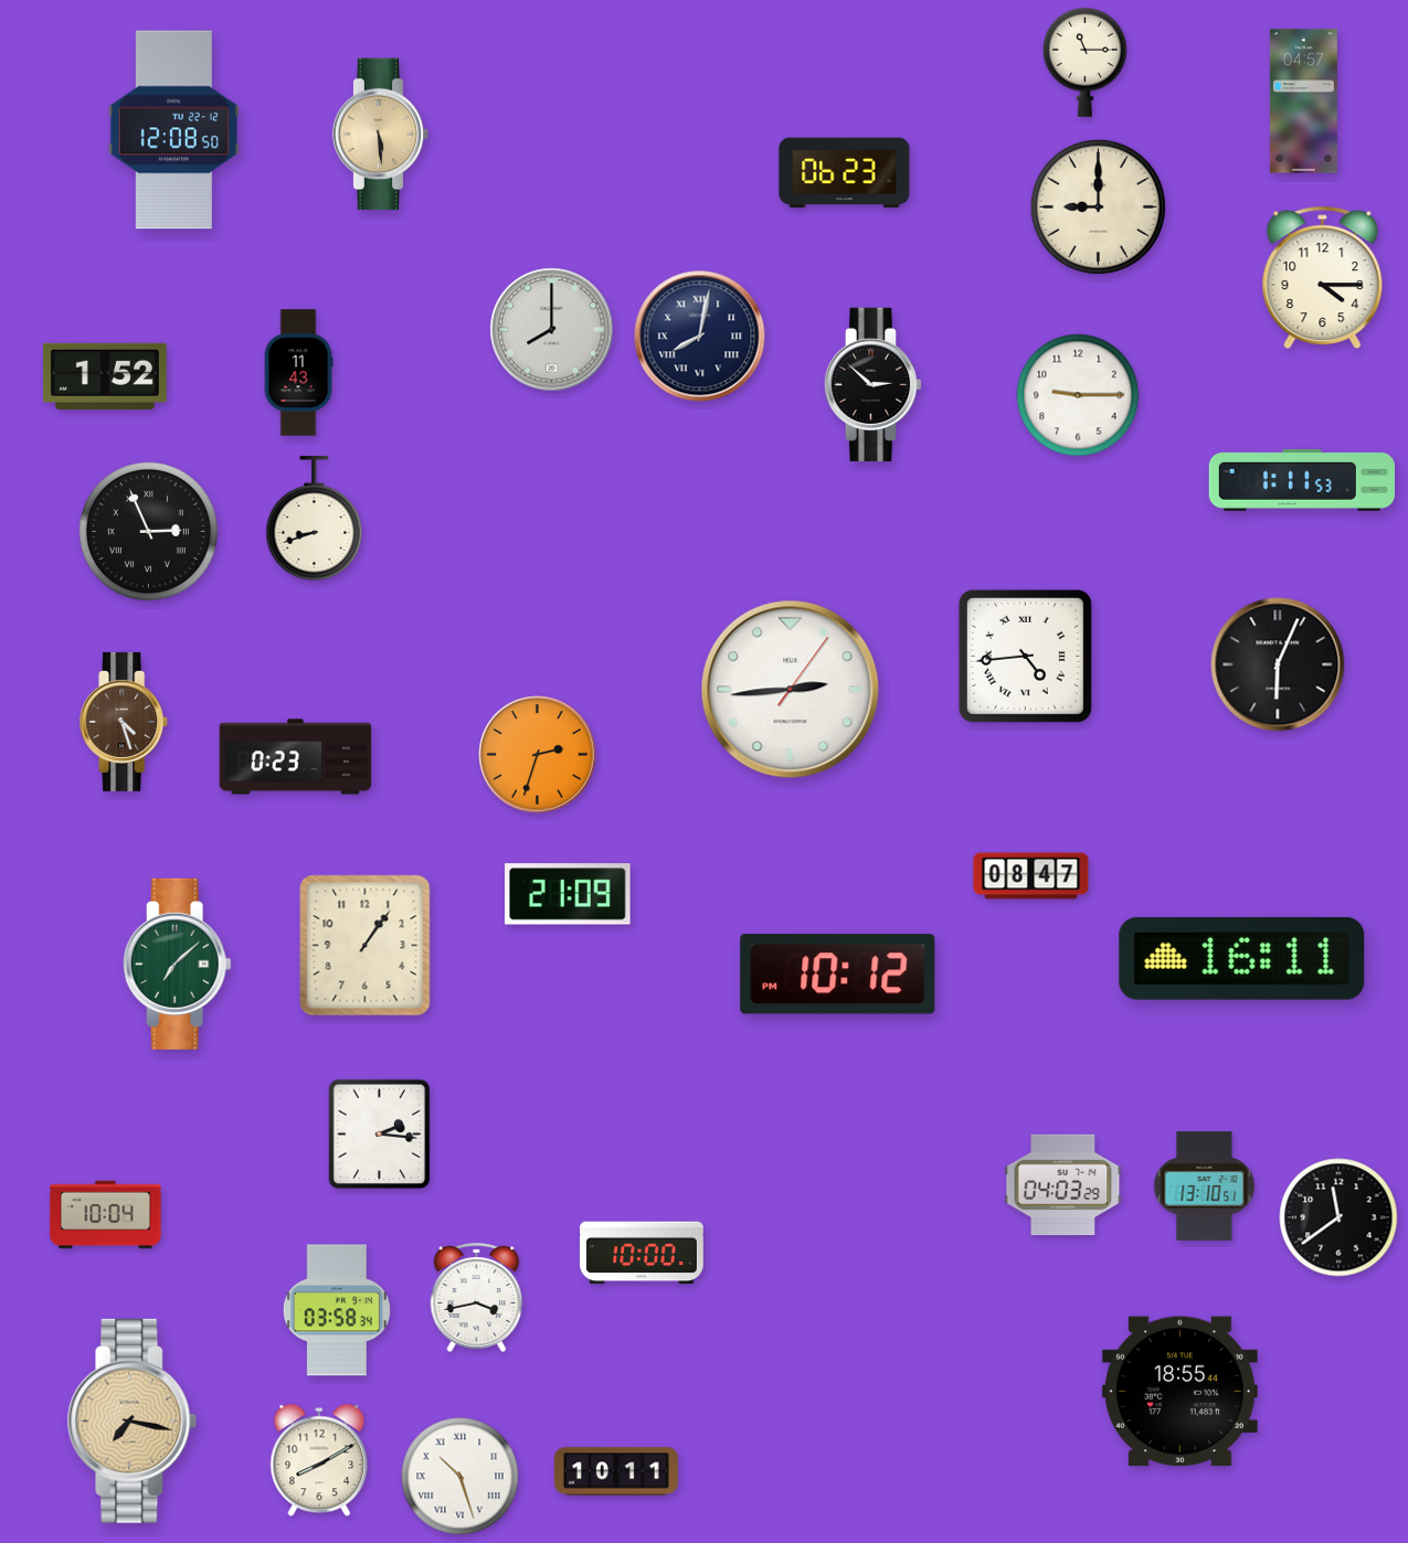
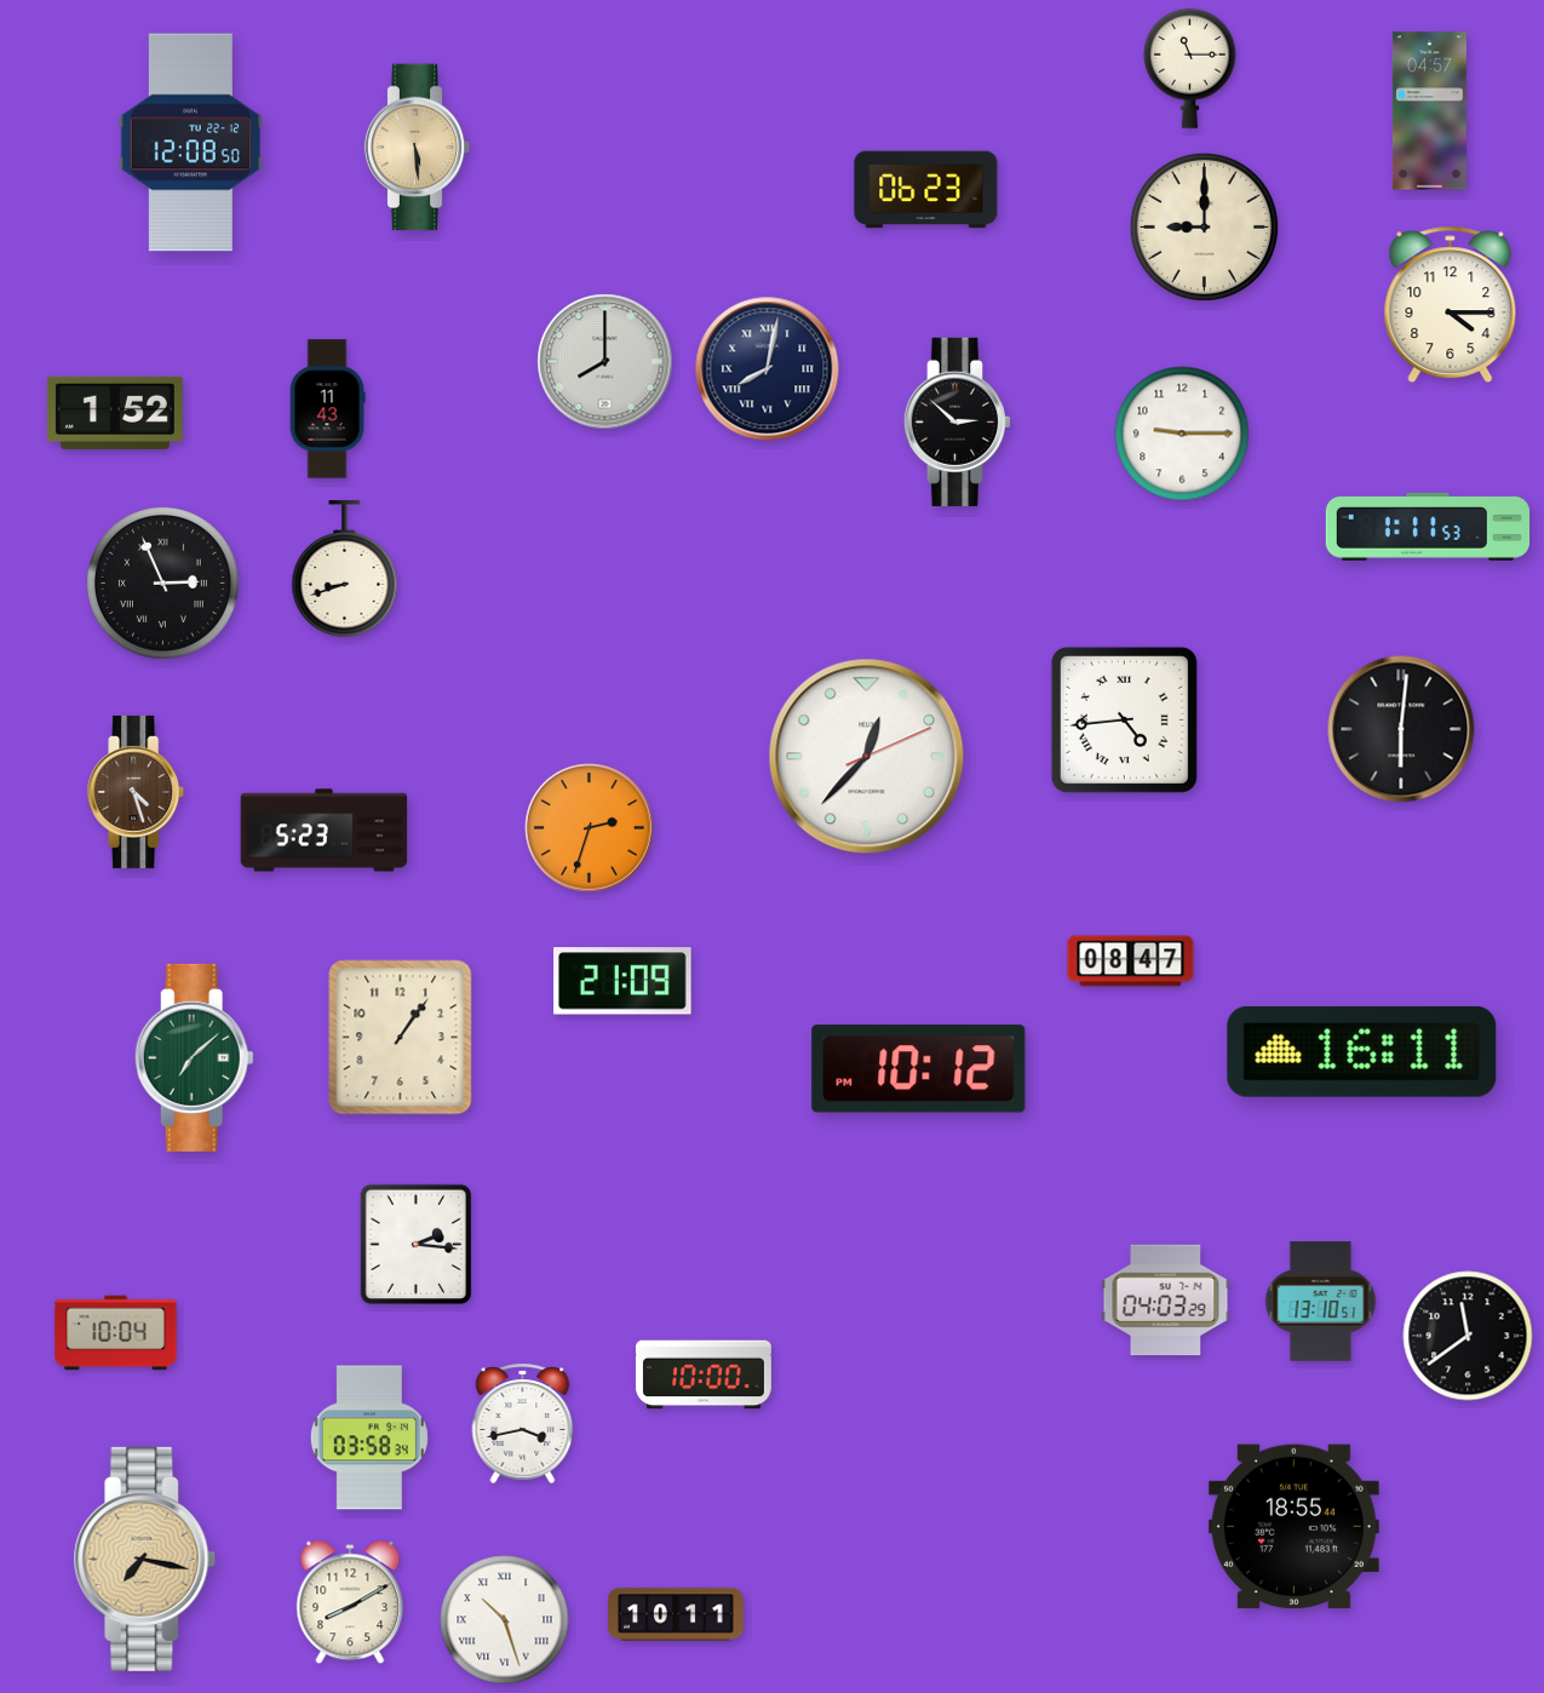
clock at (1278, 664): 6:04 -> 6:01
clock at (791, 690): 2:44 -> 12:37
clock at (296, 757): 0:23 -> 5:23
